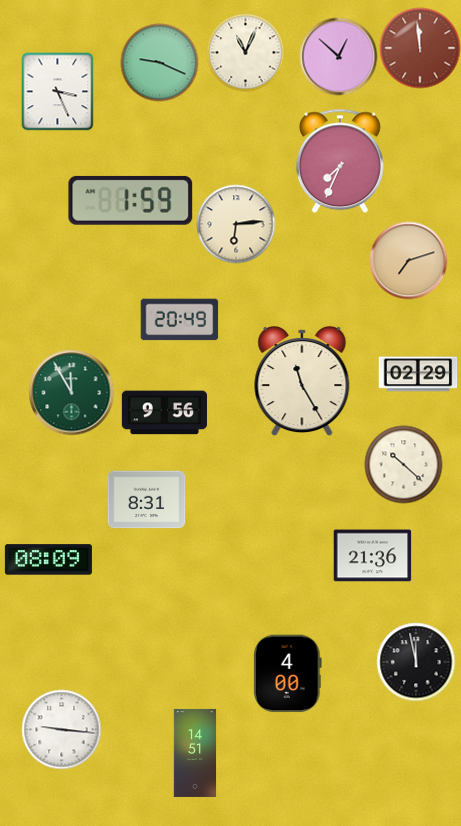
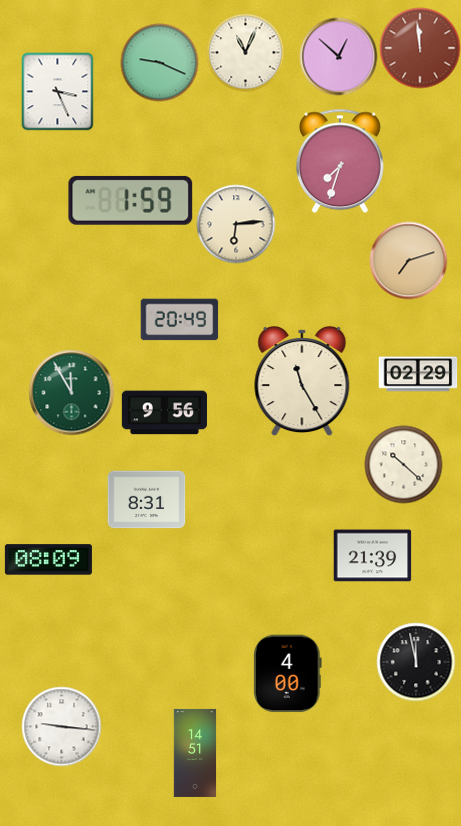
clock at (340, 161): 7:34 -> 7:33
clock at (372, 556): 21:36 -> 21:39
clock at (61, 729) position: (61, 729) -> (61, 726)
